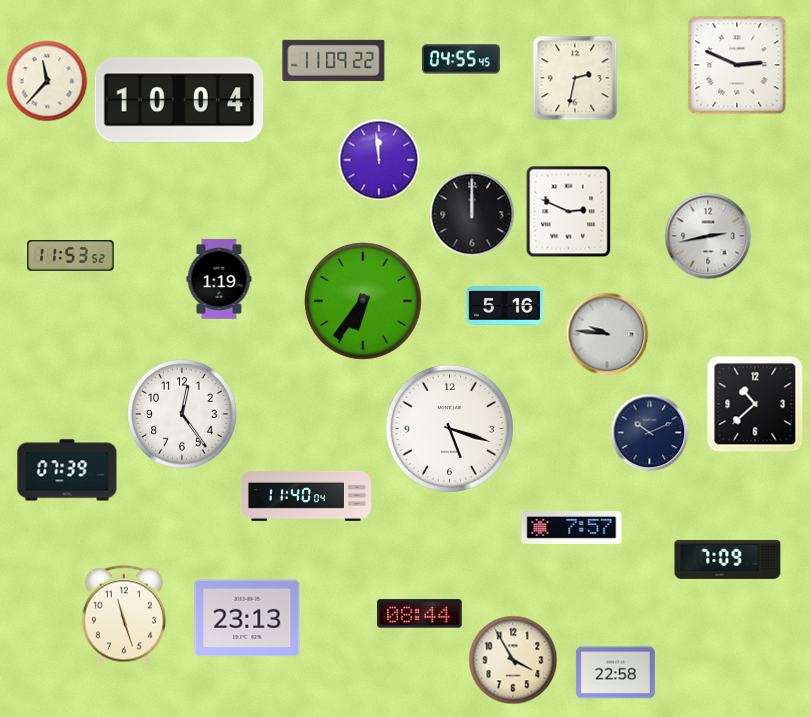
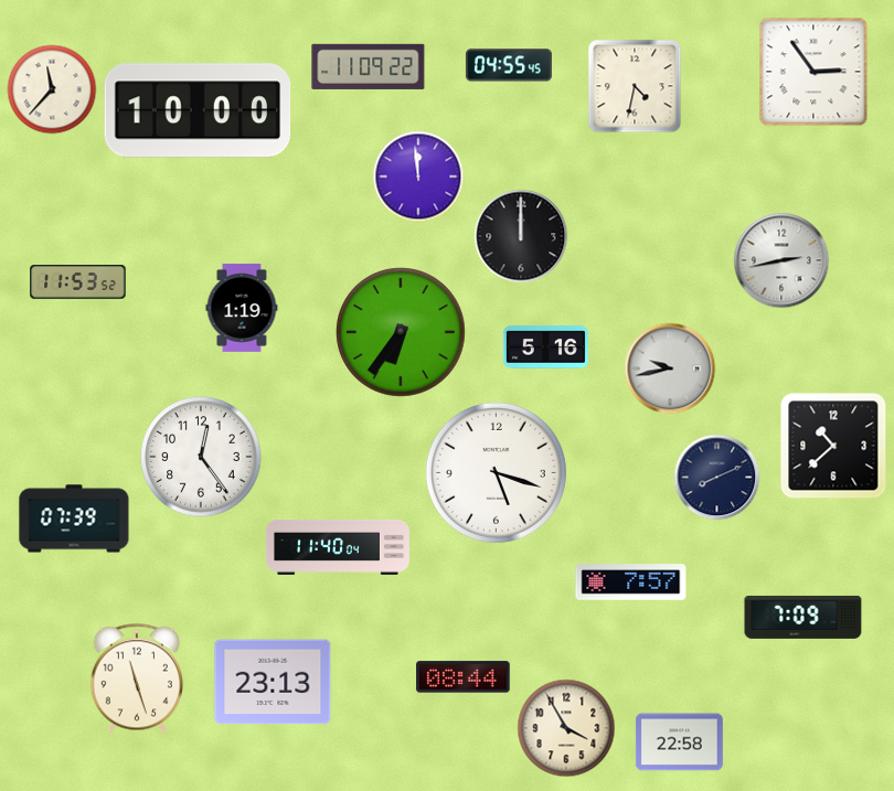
clock at (737, 65): 2:49 -> 2:54
clock at (575, 78): 2:32 -> 4:32
clock at (179, 100): 10:04 -> 10:00
clock at (569, 211): 2:49 -> none
clock at (504, 306) position: (504, 306) -> (545, 348)
clock at (607, 334): 9:46 -> 9:43
clock at (649, 432): 10:11 -> 8:11
